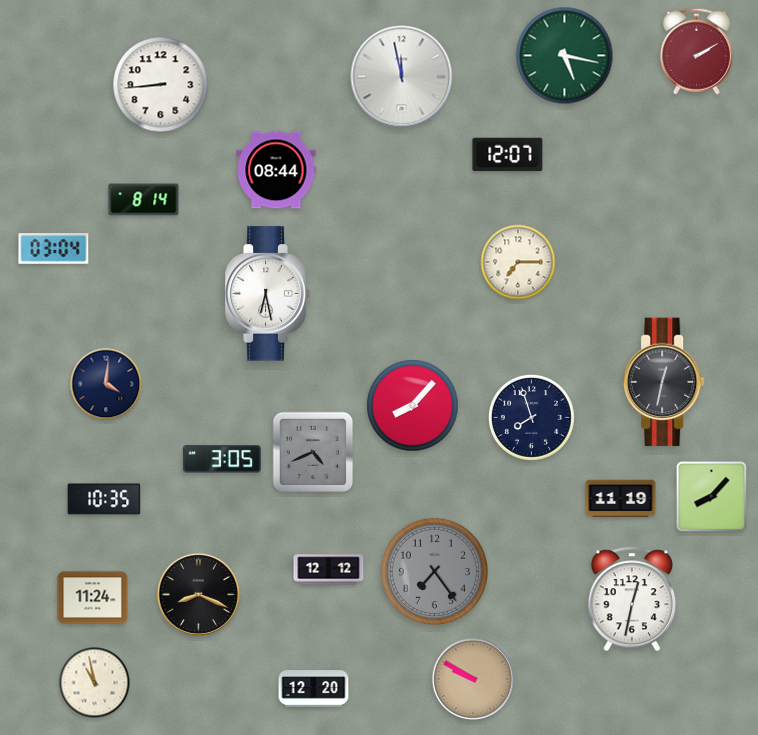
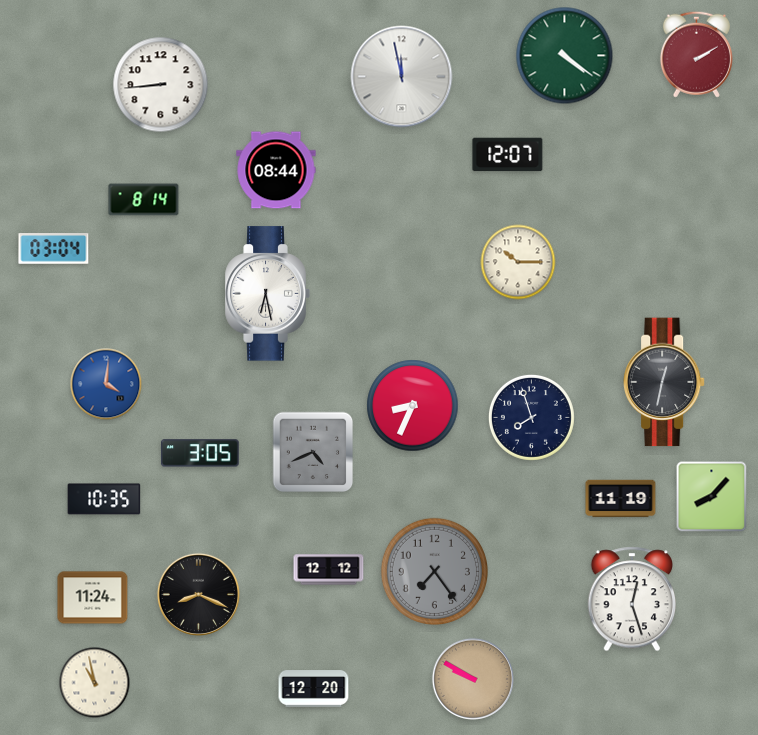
clock at (696, 51) position: (696, 51) -> (696, 54)
clock at (565, 56): 5:17 -> 4:21
clock at (518, 262): 7:15 -> 10:15
clock at (106, 384) dial: navy -> blue
clock at (413, 406): 8:07 -> 8:34
clock at (223, 459) position: (223, 459) -> (201, 453)
clock at (631, 599): 12:32 -> 12:27
